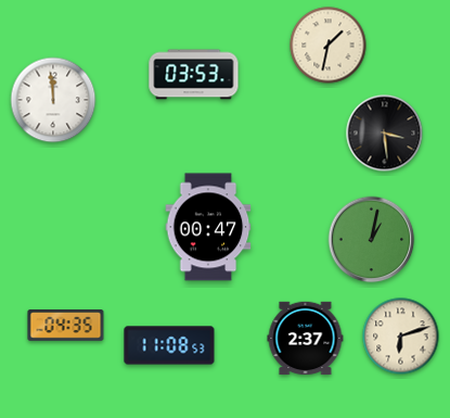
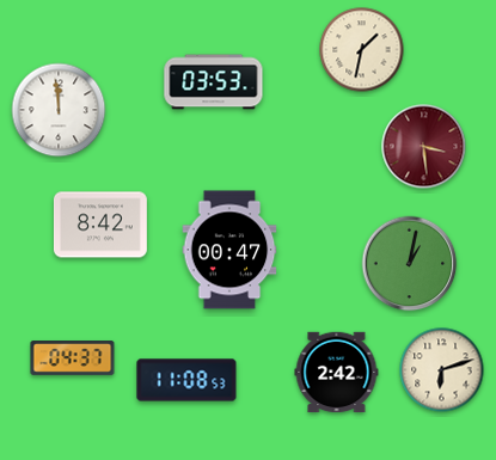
clock at (385, 134) dial: black -> burgundy
clock at (100, 225): none -> 8:42
clock at (66, 326): 04:35 -> 04:37
clock at (306, 339): 2:37 -> 2:42
